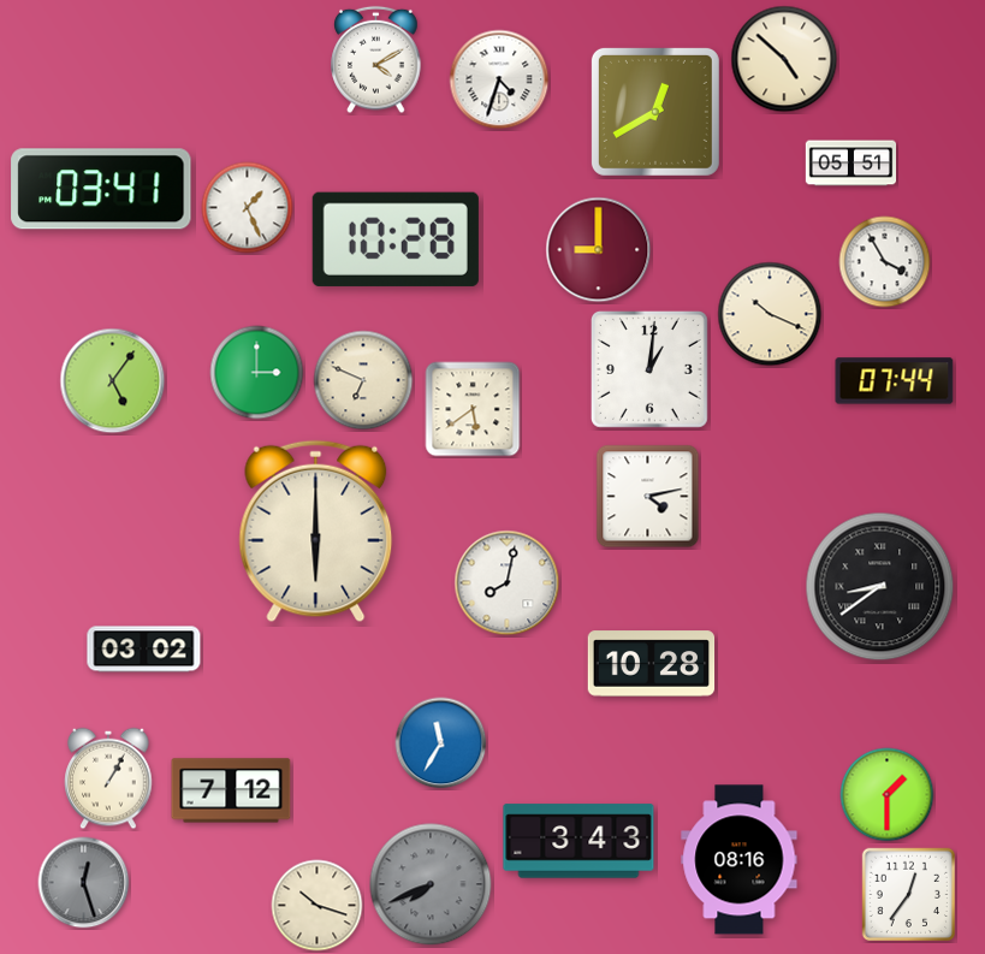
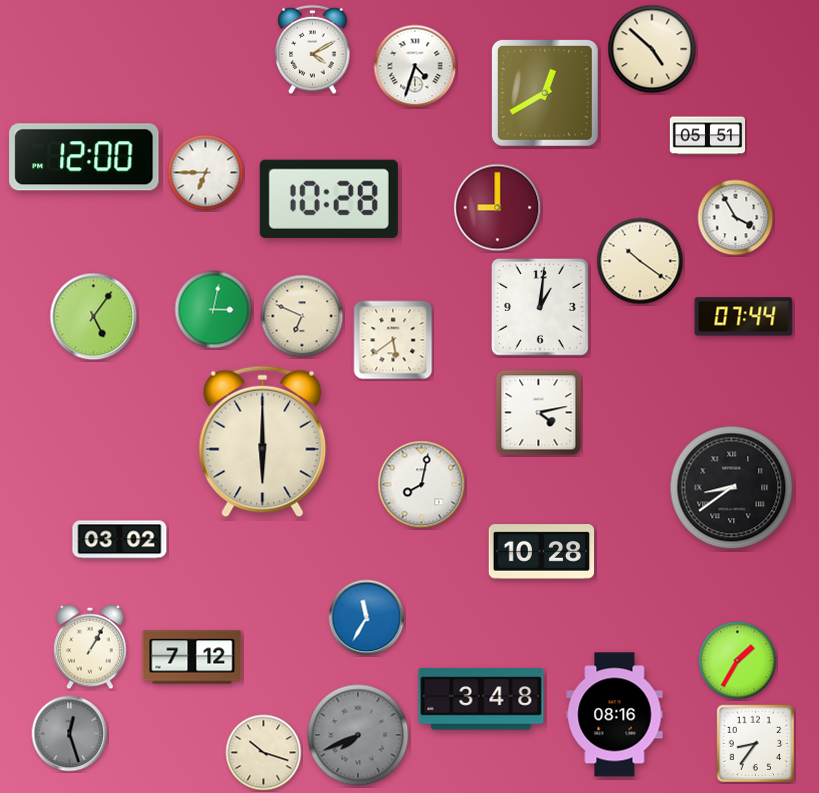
clock at (101, 189): 03:41 -> 12:00
clock at (248, 208): 1:26 -> 6:45
clock at (770, 314): 10:19 -> 10:21
clock at (257, 373): 3:00 -> 3:02
clock at (888, 795): 1:30 -> 1:35
clock at (578, 841): 3:43 -> 3:48
clock at (908, 894): 12:36 -> 8:36
